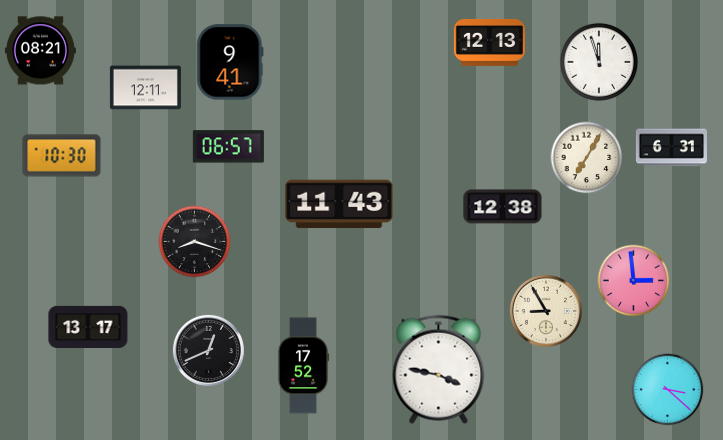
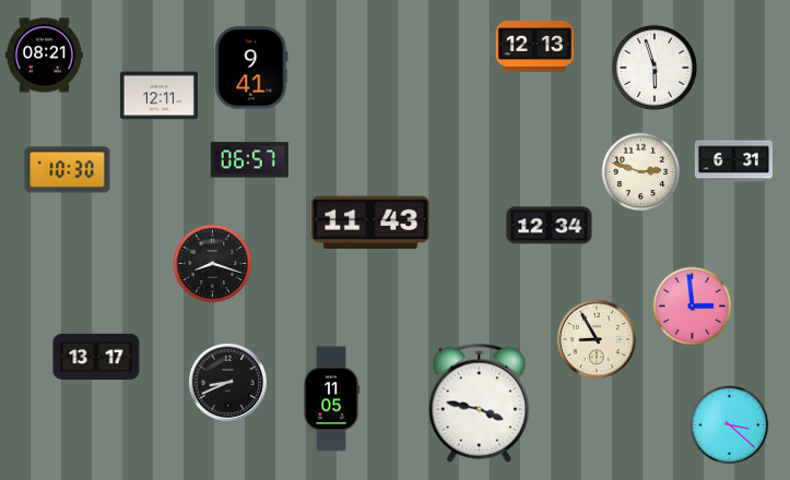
clock at (599, 62): 11:57 -> 5:57
clock at (587, 158): 7:05 -> 2:48
clock at (503, 207): 12:38 -> 12:34
clock at (208, 350): 12:41 -> 8:41
clock at (303, 366): 17:52 -> 11:05
